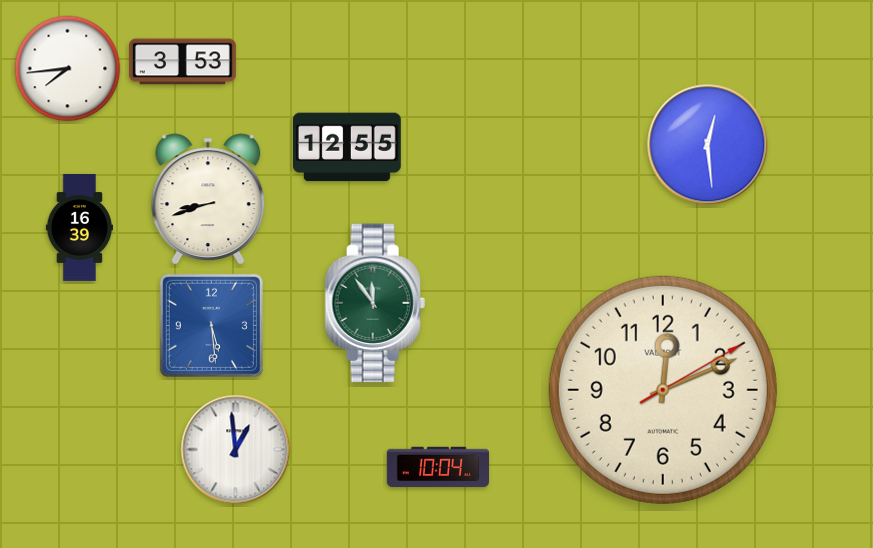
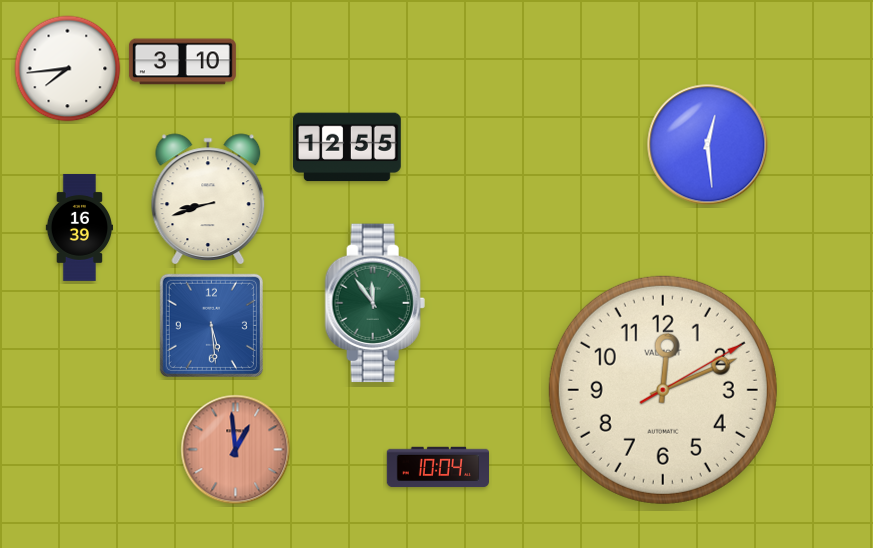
clock at (182, 62): 3:53 -> 3:10
clock at (236, 450) dial: white -> salmon
